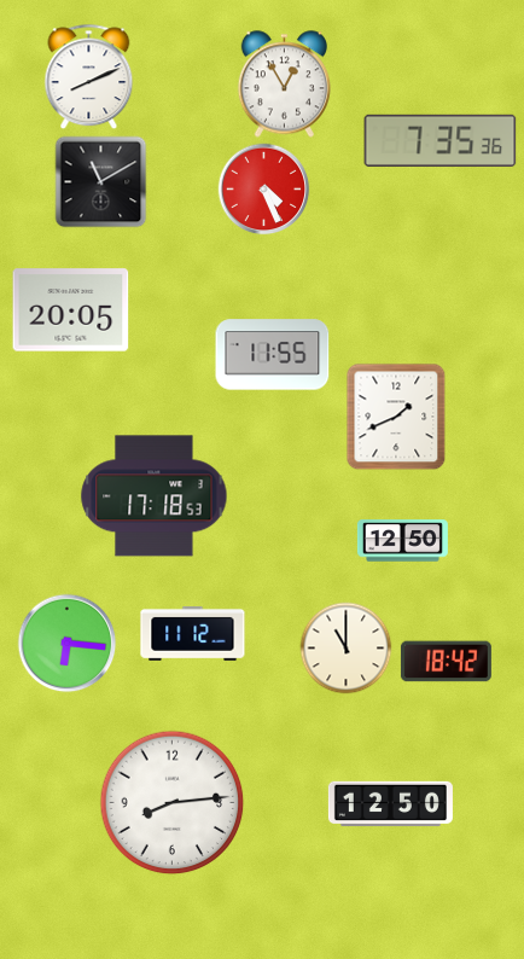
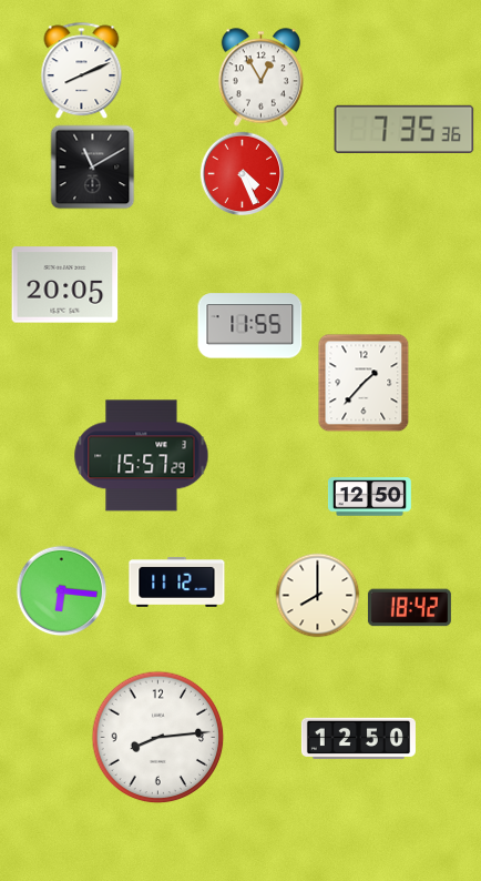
clock at (396, 417): 1:41 -> 1:37
clock at (155, 496): 17:18 -> 15:57
clock at (347, 649): 11:00 -> 8:00
